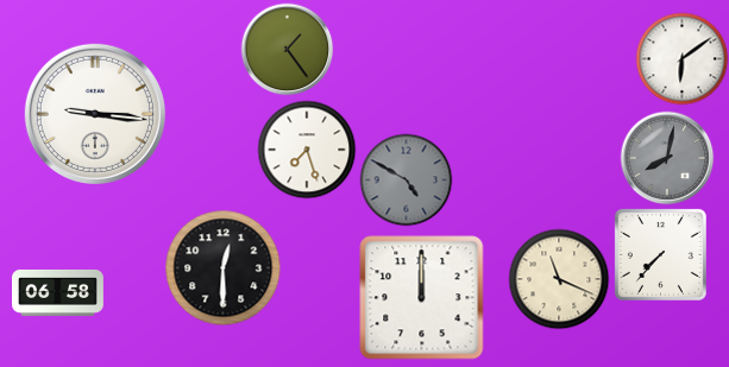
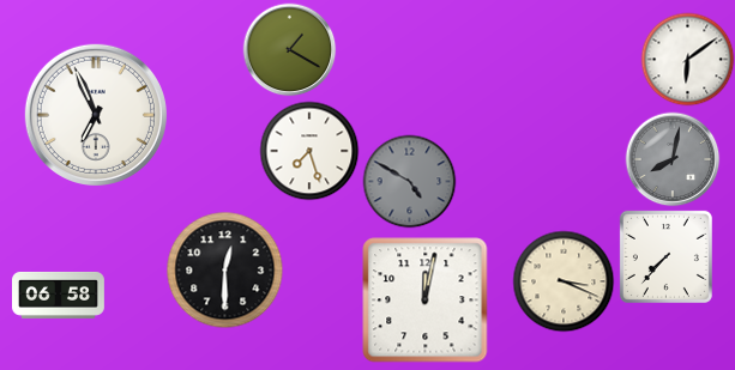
clock at (287, 49): 1:24 -> 1:20
clock at (95, 114): 9:16 -> 6:56
clock at (559, 279): 11:19 -> 3:19
clock at (422, 298): 12:00 -> 12:02
